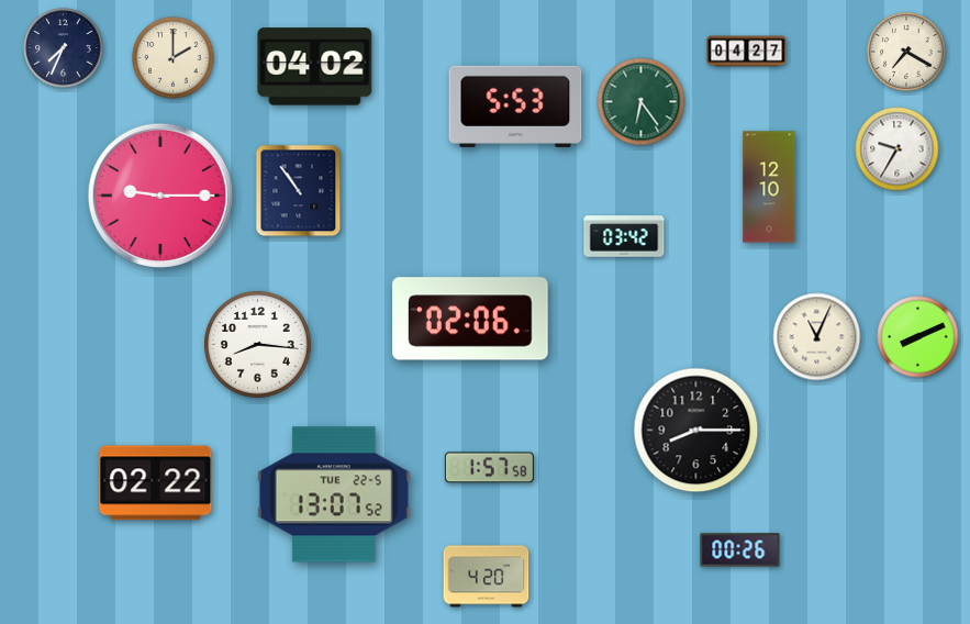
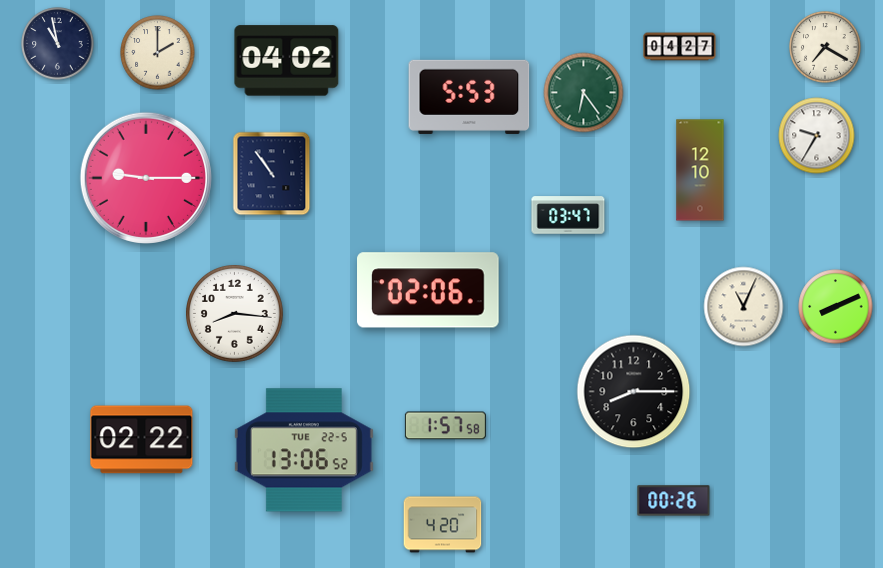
clock at (64, 48): 7:34 -> 10:58
clock at (624, 236): 03:42 -> 03:47
clock at (334, 494): 13:07 -> 13:06
